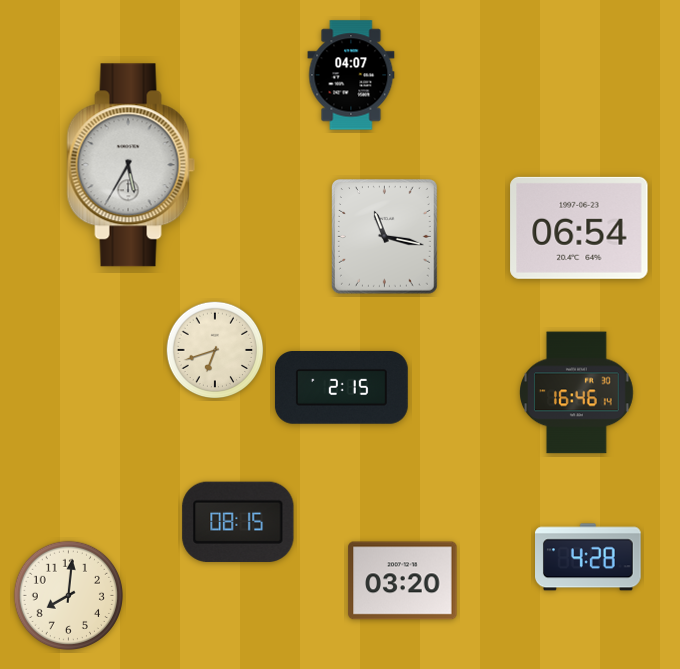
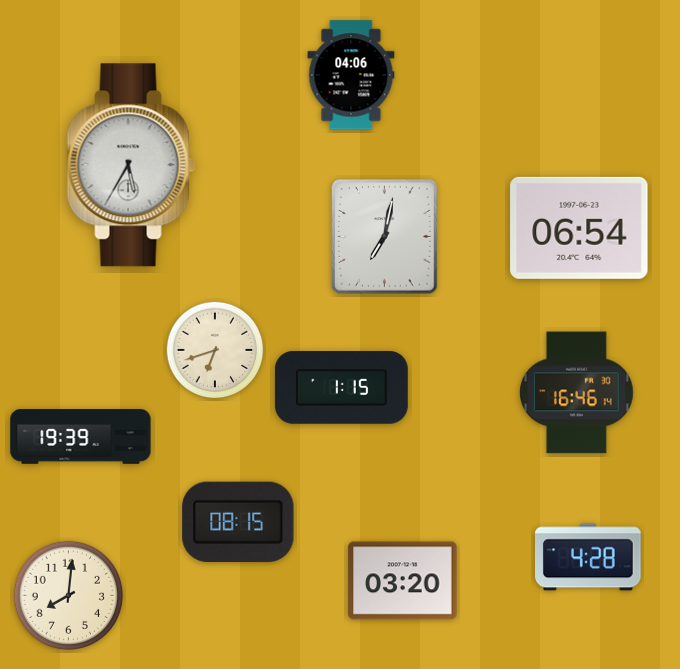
clock at (351, 75): 04:07 -> 04:06
clock at (385, 237): 11:17 -> 7:02
clock at (341, 388): 2:15 -> 1:15
clock at (81, 437): none -> 19:39
